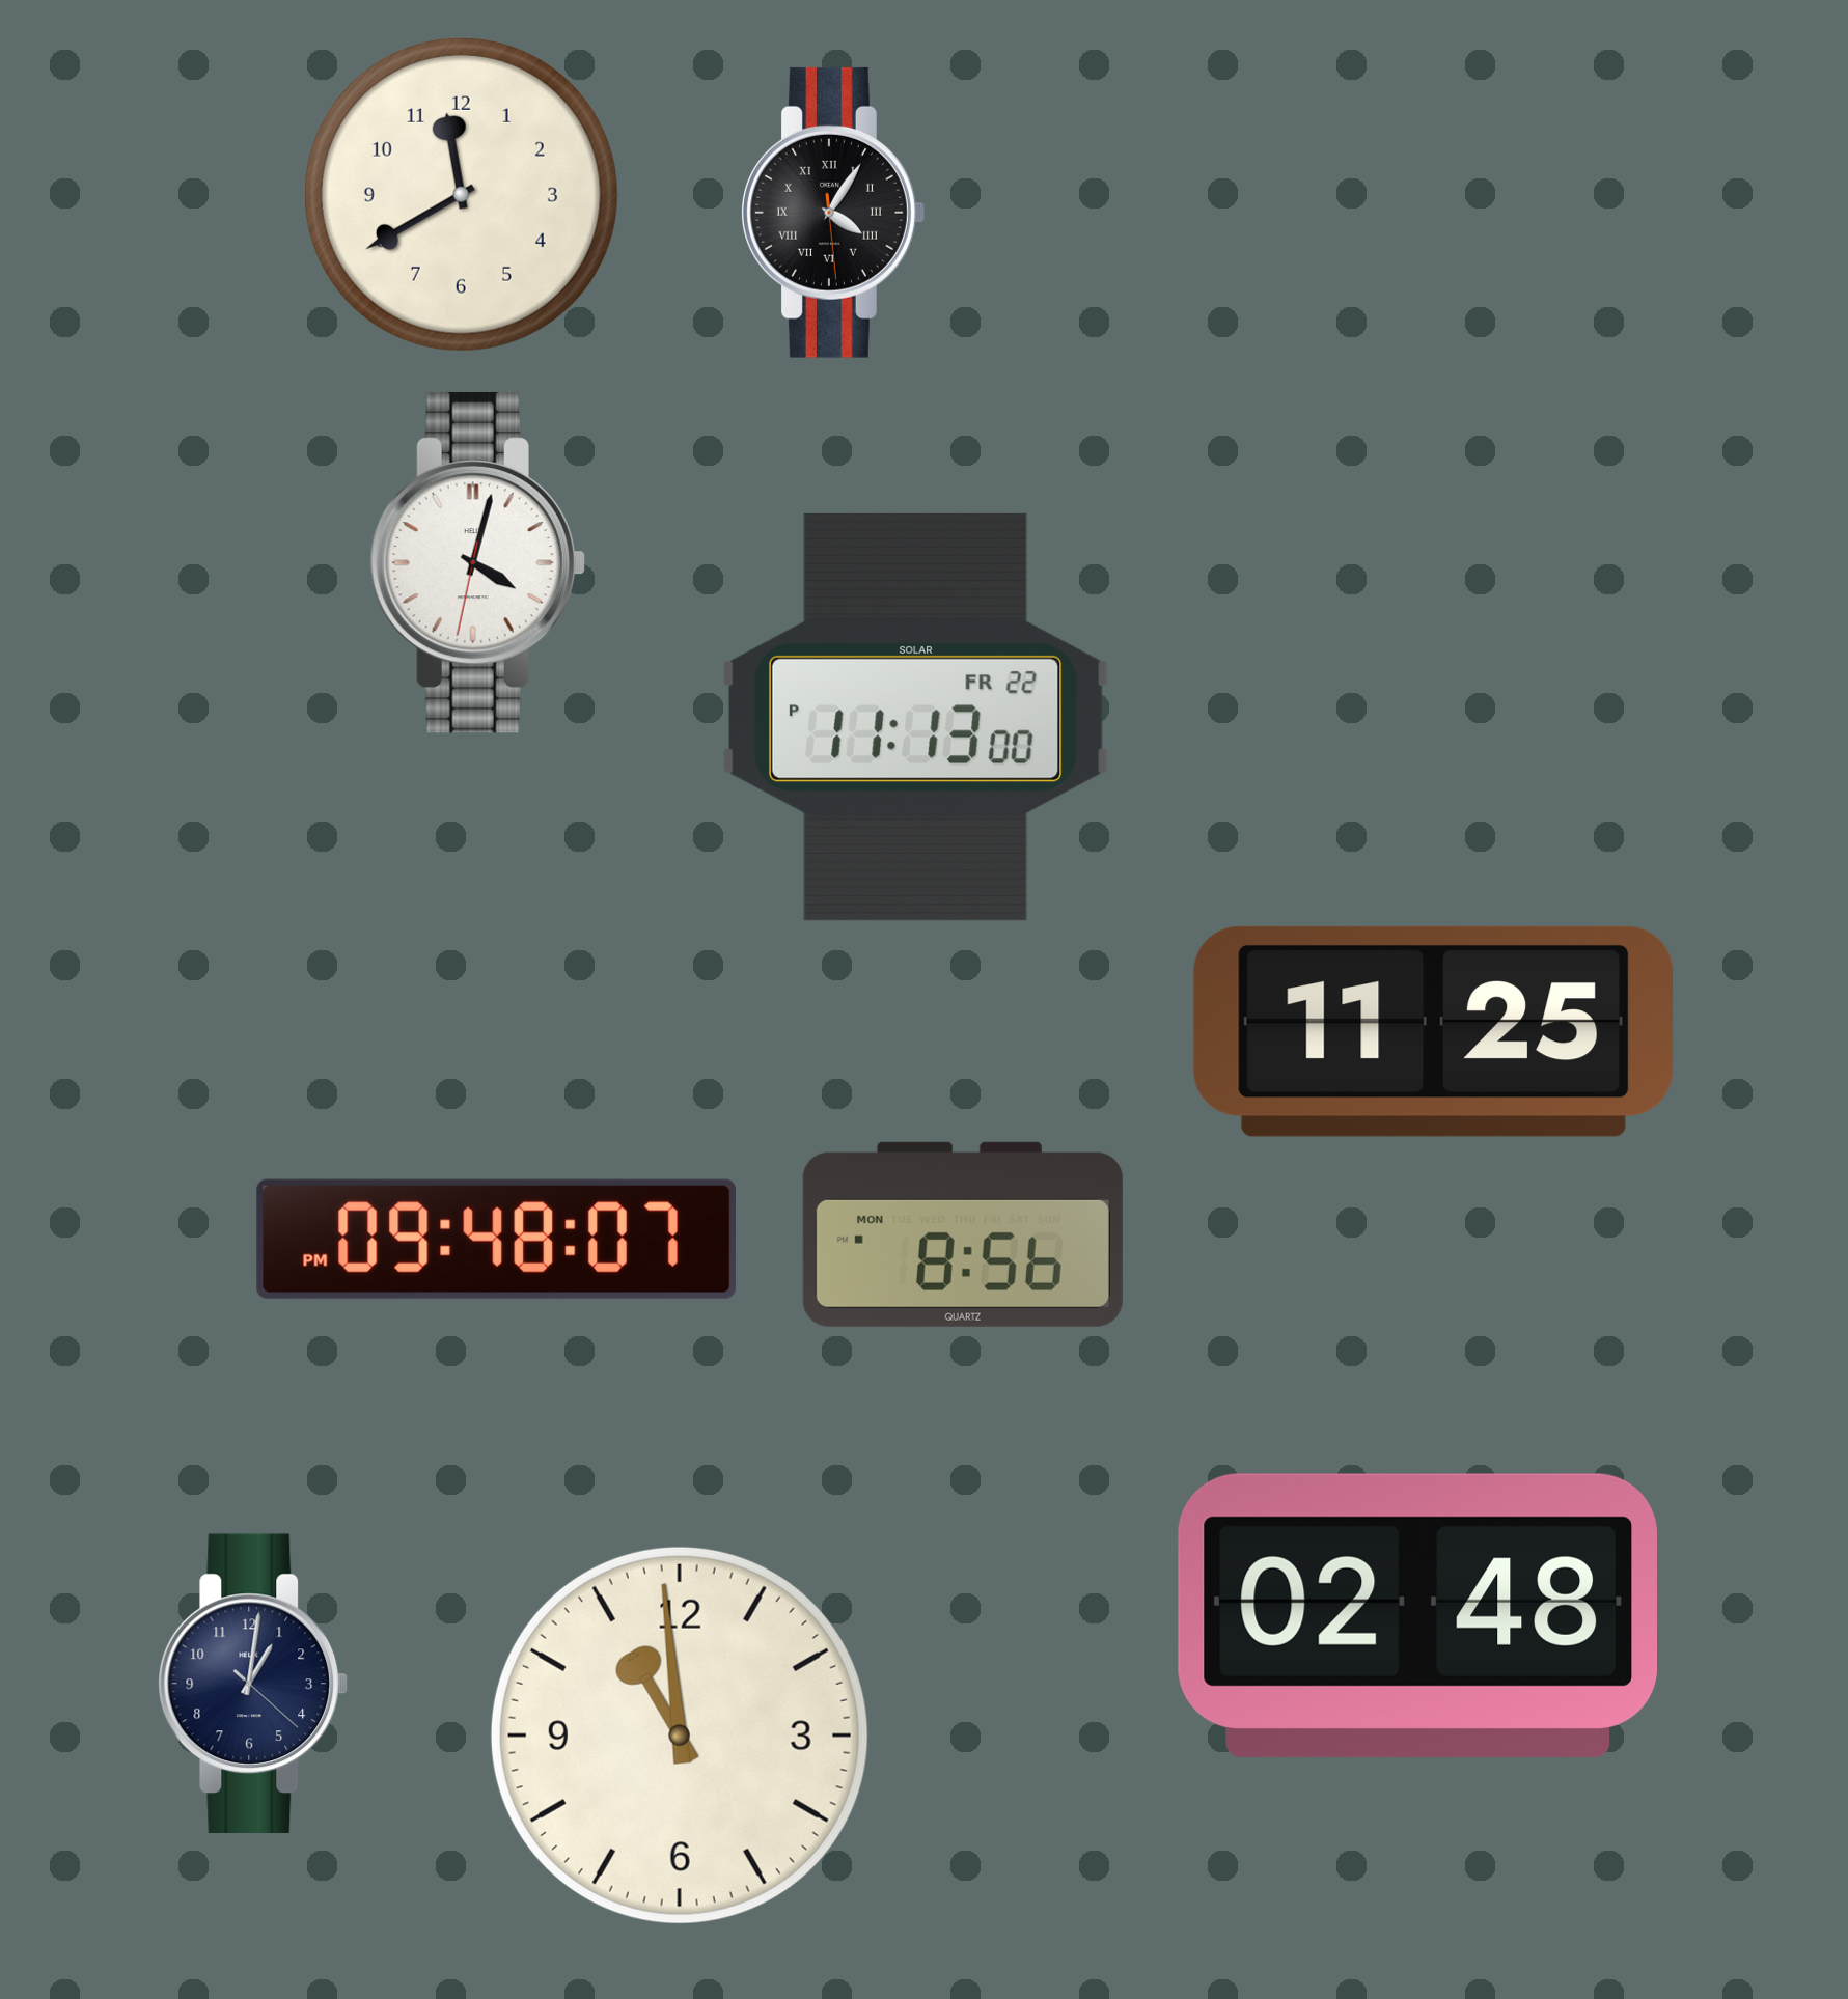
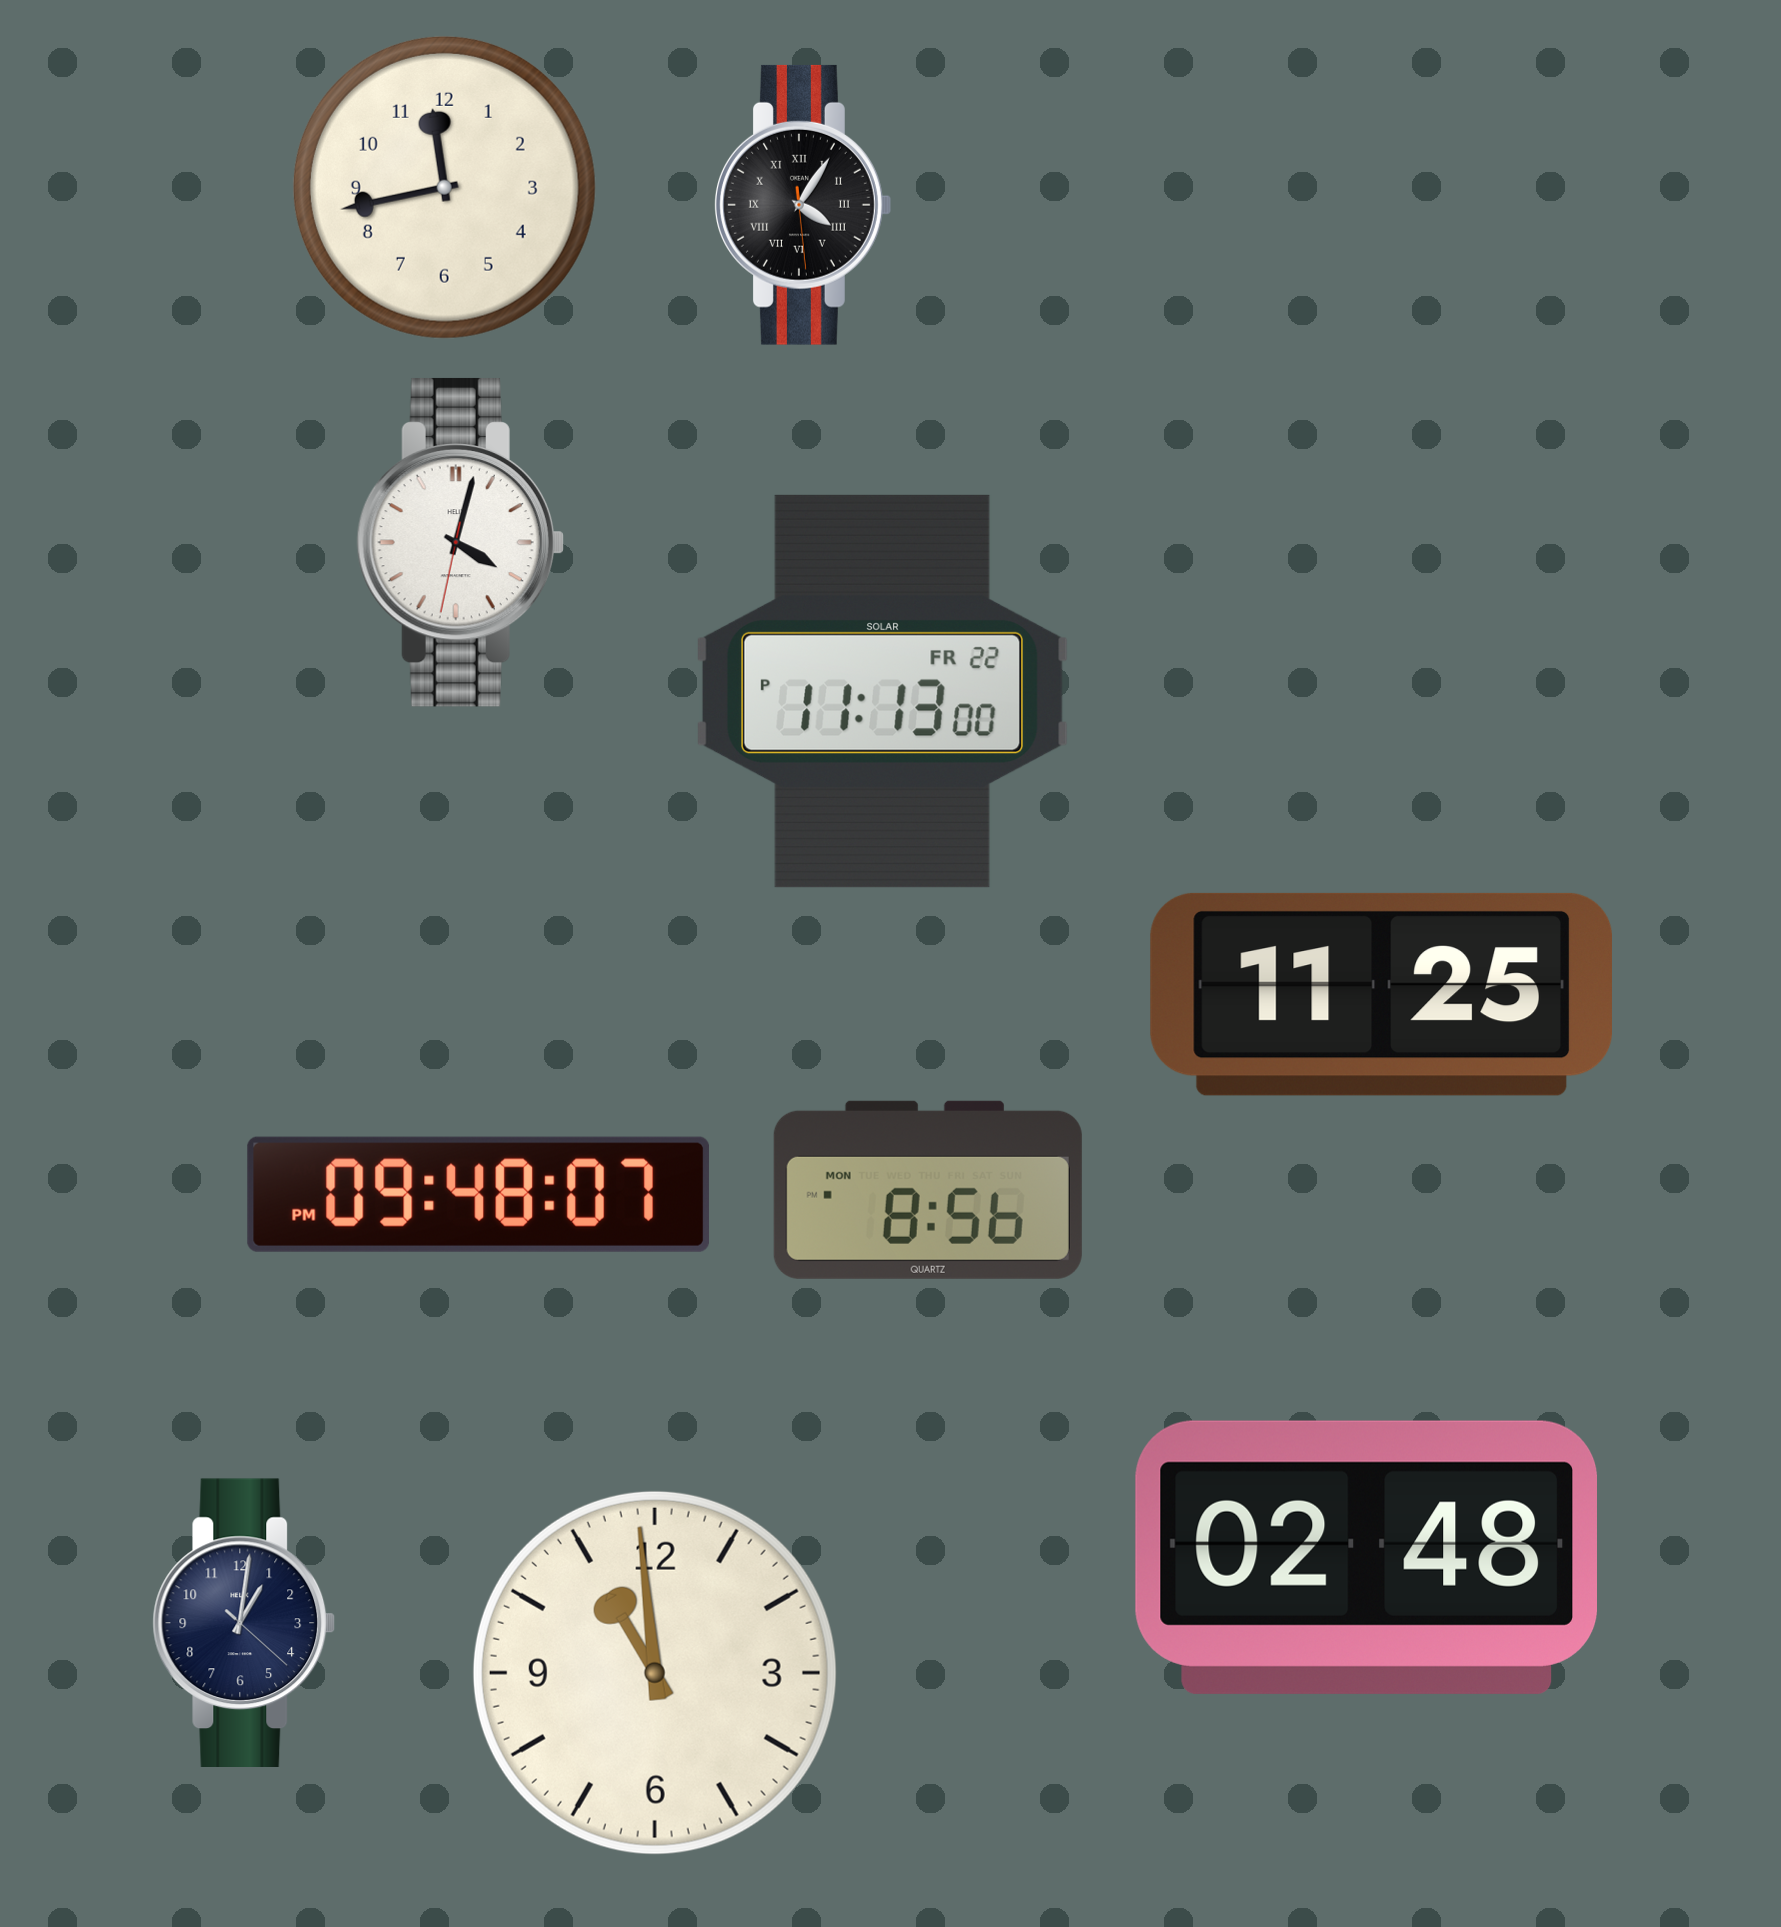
clock at (461, 194): 11:40 -> 11:43
